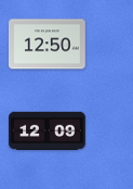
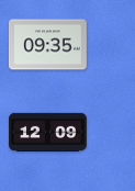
clock at (46, 45): 12:50 -> 09:35
